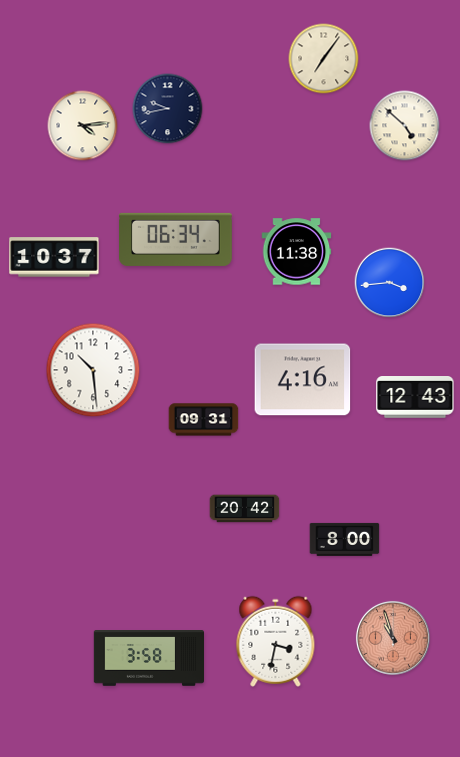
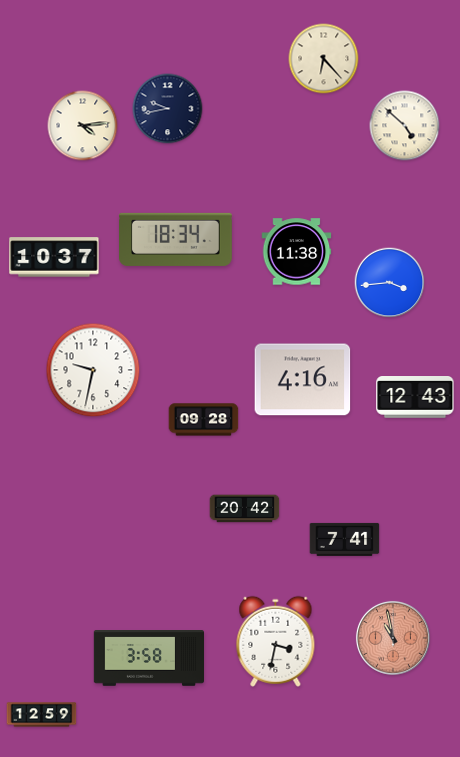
clock at (324, 59): 7:06 -> 6:23
clock at (176, 239): 06:34 -> 18:34
clock at (93, 370): 10:29 -> 9:32
clock at (204, 420): 09:31 -> 09:28
clock at (345, 539): 8:00 -> 7:41
clock at (393, 638): 10:57 -> 10:58
clock at (42, 715): none -> 12:59
